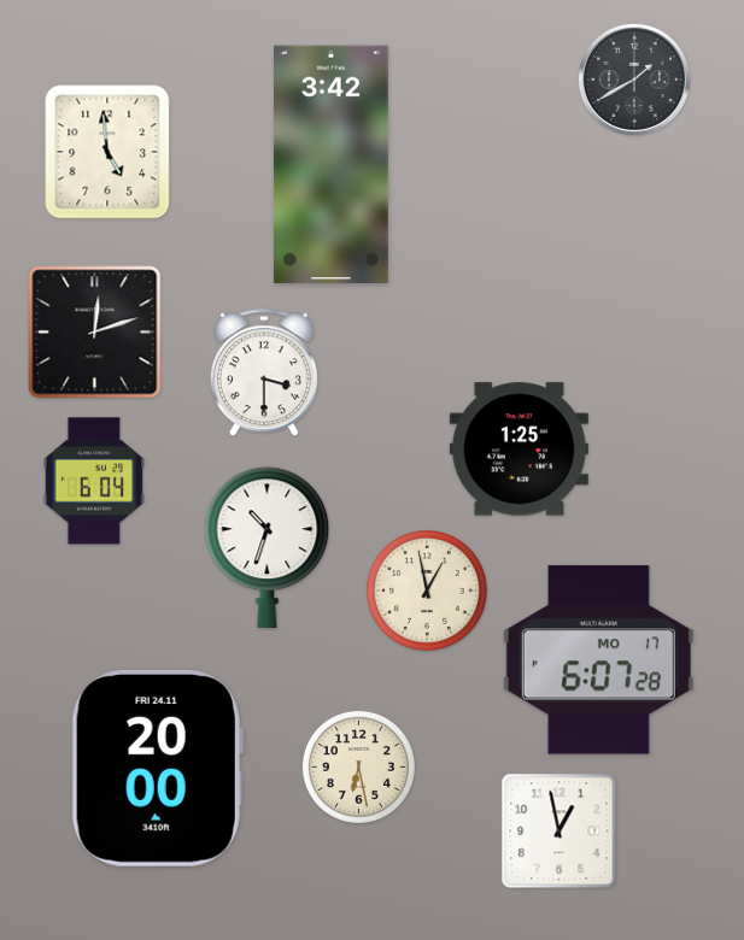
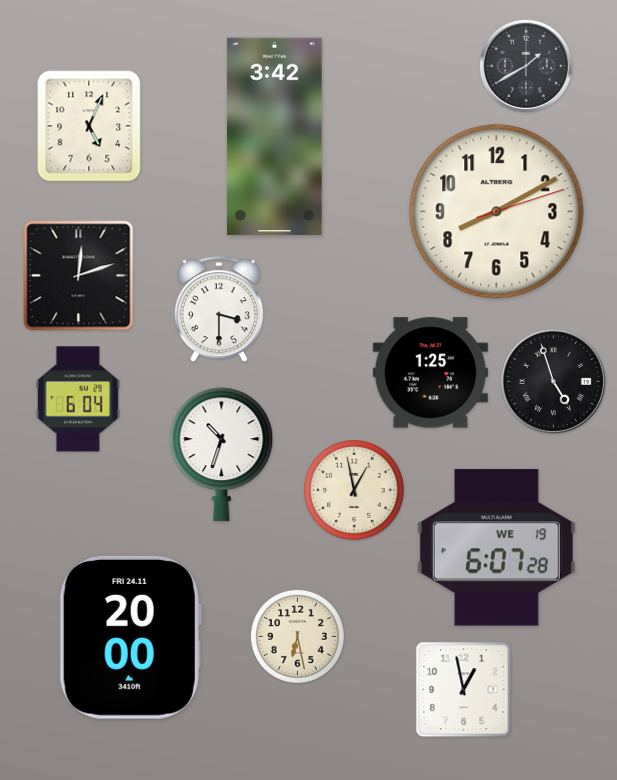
clock at (107, 152): 4:59 -> 5:04
clock at (497, 212): none -> 8:10
clock at (553, 381): none -> 4:57
clock at (598, 660) date: MO 17 -> WE 19
